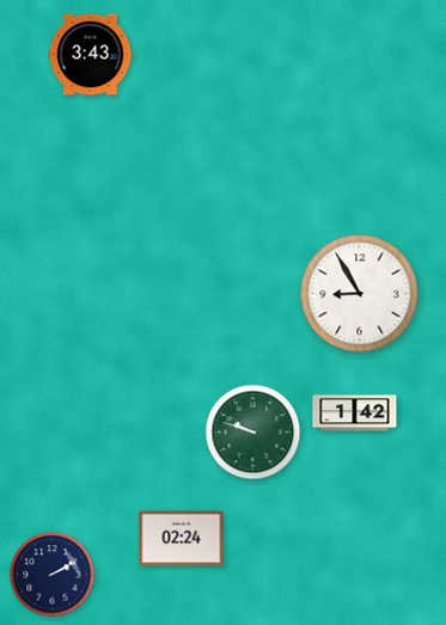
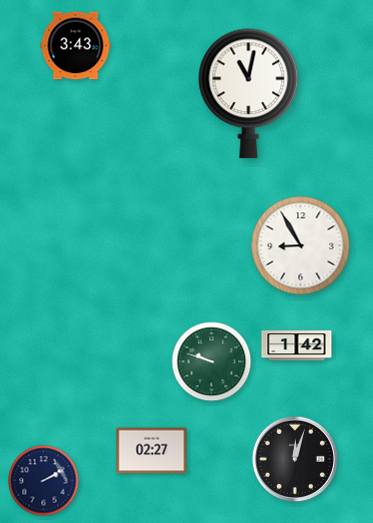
clock at (249, 94): none -> 11:02
clock at (182, 539): 02:24 -> 02:27
clock at (295, 459): none -> 12:03
